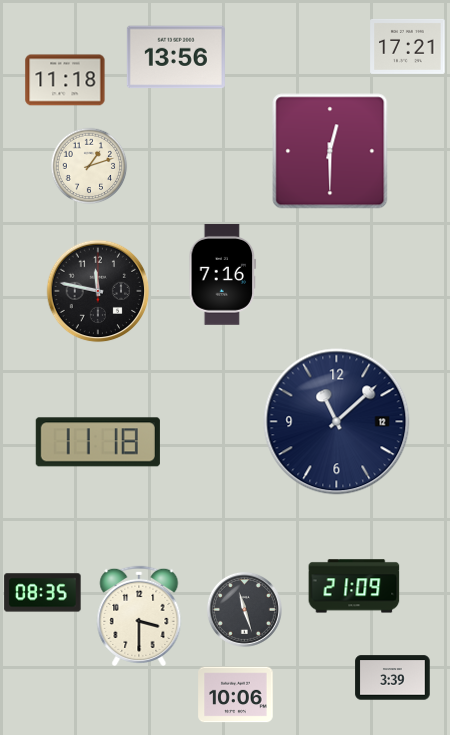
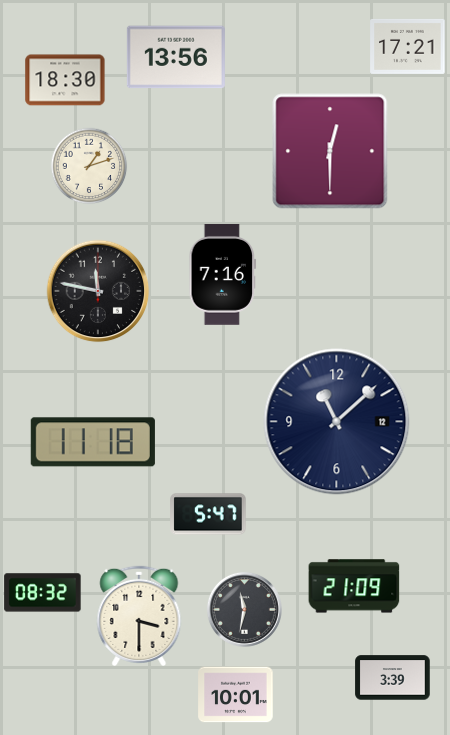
clock at (65, 80): 11:18 -> 18:30
clock at (98, 442) position: (98, 442) -> (93, 442)
clock at (208, 514): none -> 5:47
clock at (43, 593): 08:35 -> 08:32
clock at (244, 609): 11:27 -> 11:32
clock at (236, 695): 10:06 -> 10:01
